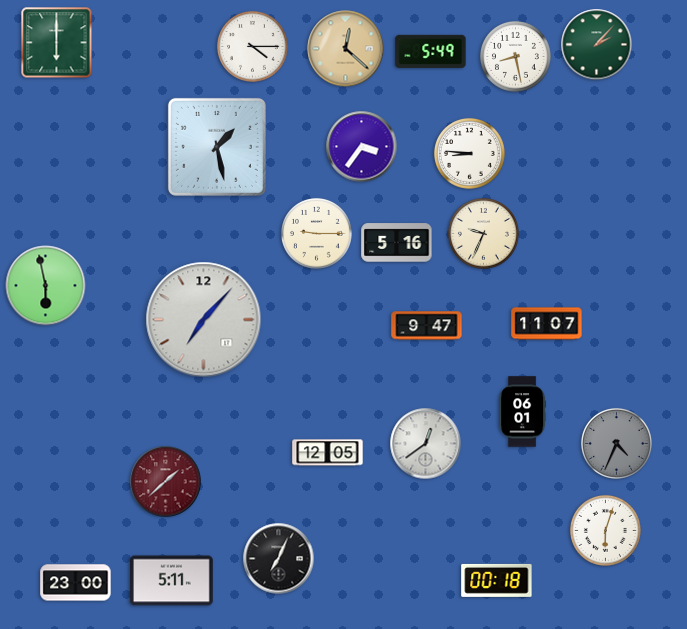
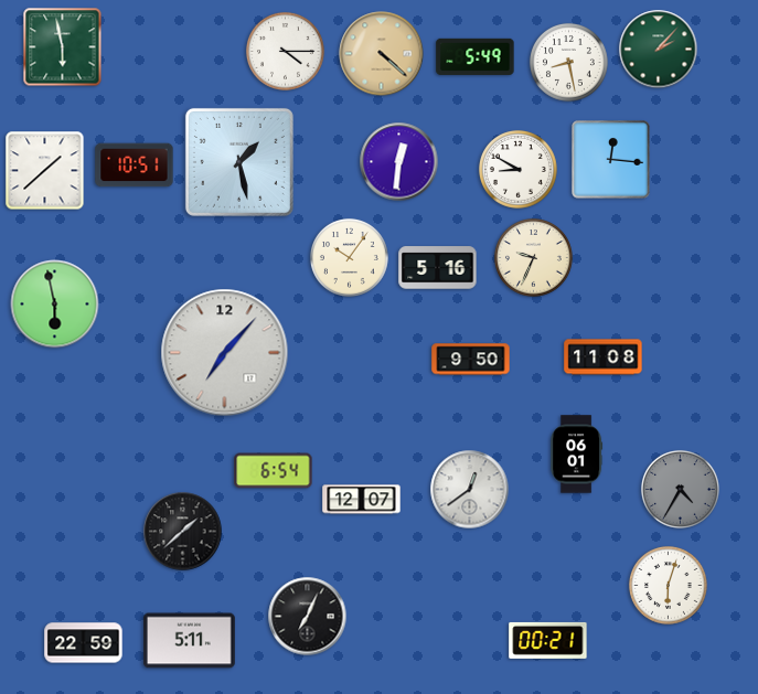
clock at (57, 43): 6:00 -> 5:58
clock at (253, 47) position: (253, 47) -> (286, 52)
clock at (346, 49): 12:22 -> 4:22
clock at (611, 160): none -> 12:16
clock at (362, 147): 3:36 -> 12:31
clock at (135, 166): none -> 10:51
clock at (470, 154): 8:46 -> 8:50
clock at (45, 171): none -> 1:38
clock at (317, 234): 9:15 -> 10:06
clock at (46, 286) position: (46, 286) -> (55, 305)
clock at (547, 324): 11:07 -> 11:08
clock at (427, 326): 9:47 -> 9:50
clock at (274, 471): none -> 6:54
clock at (617, 444): 4:34 -> 4:35
clock at (328, 453): 12:05 -> 12:07
clock at (166, 482) dial: burgundy -> black
clock at (497, 580): 00:18 -> 00:21
clock at (76, 583): 23:00 -> 22:59
